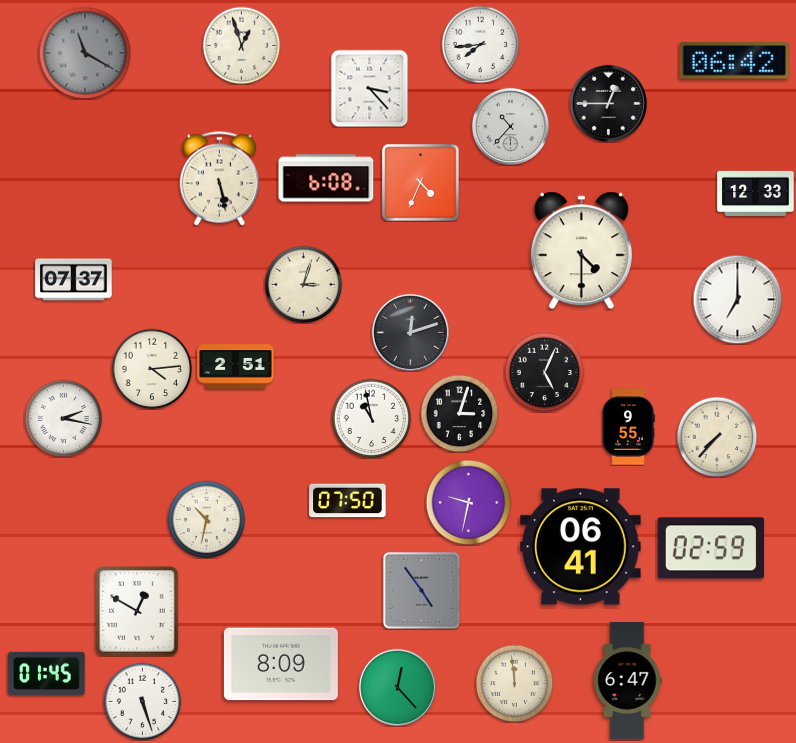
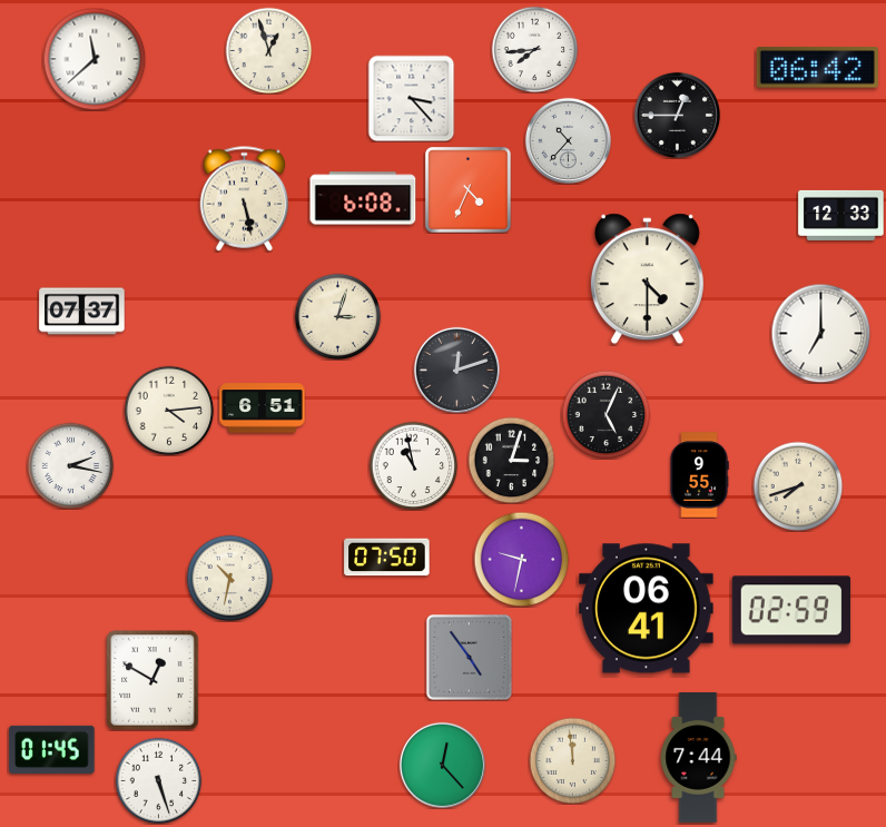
clock at (85, 53): 11:20 -> 11:38
clock at (85, 53) dial: grey -> white
clock at (421, 183) position: (421, 183) -> (469, 190)
clock at (236, 367): 2:51 -> 6:51
clock at (717, 437): 7:37 -> 7:42
clock at (281, 664): 8:09 -> none
clock at (627, 681): 6:47 -> 7:44
